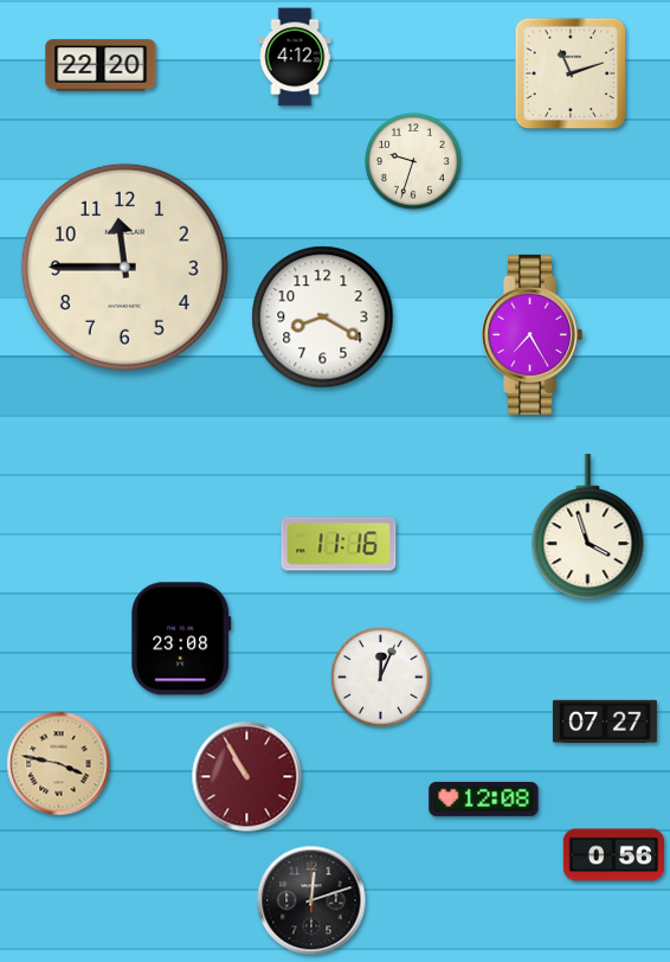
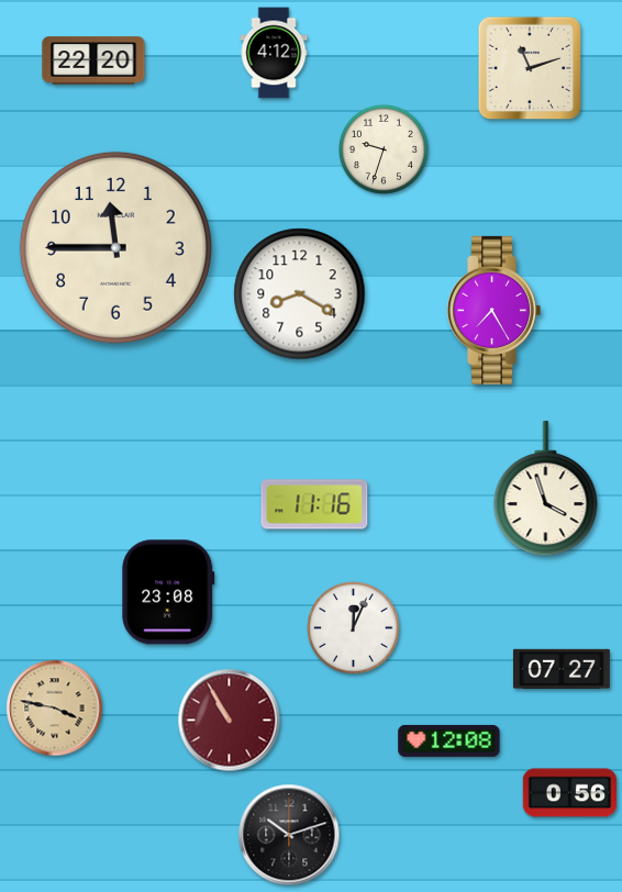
clock at (311, 900): 12:12 -> 10:12
